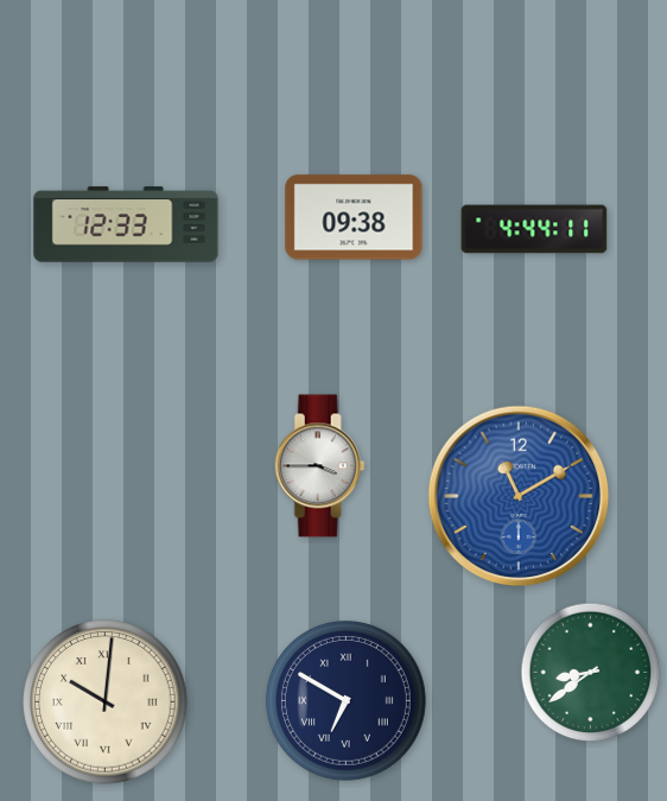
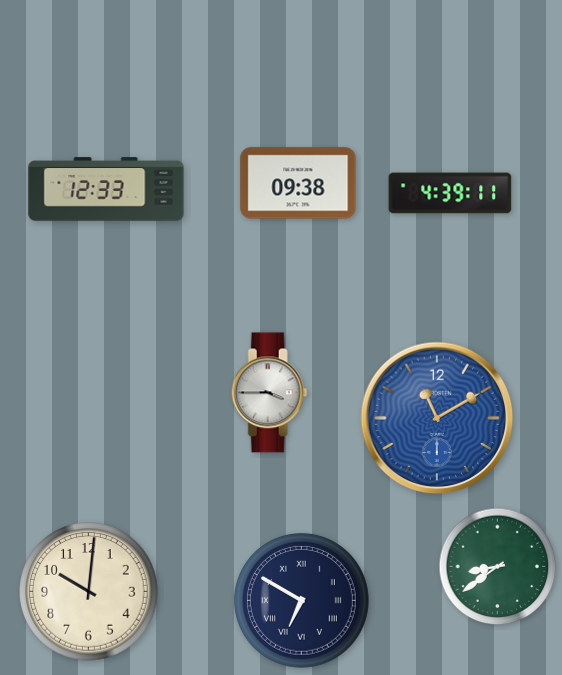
clock at (534, 229): 4:44 -> 4:39
clock at (345, 700) position: (345, 700) -> (301, 600)
clock at (106, 703) numerals: Roman -> Arabic
